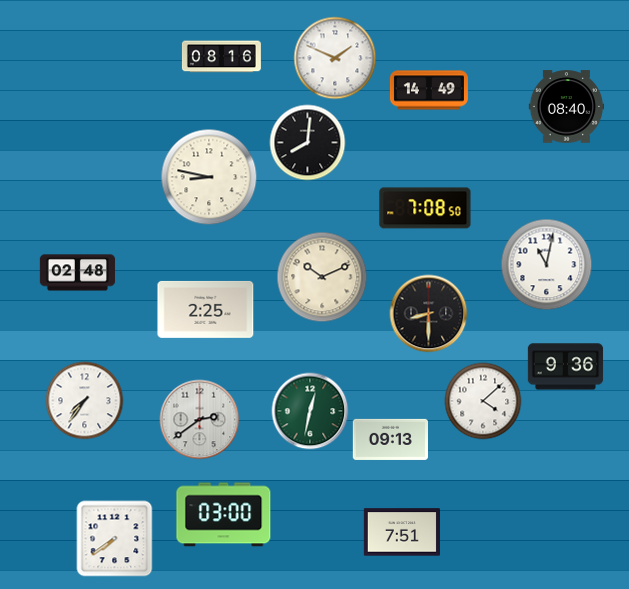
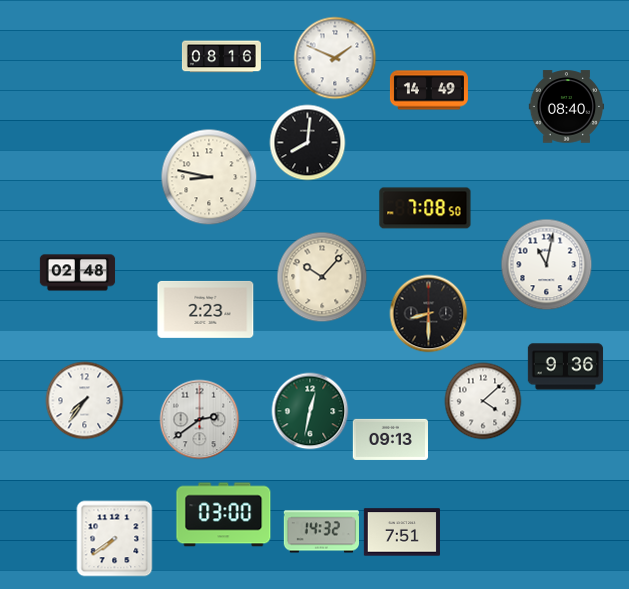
clock at (322, 277): 10:11 -> 10:07
clock at (206, 309): 2:25 -> 2:23
clock at (321, 532): none -> 14:32
